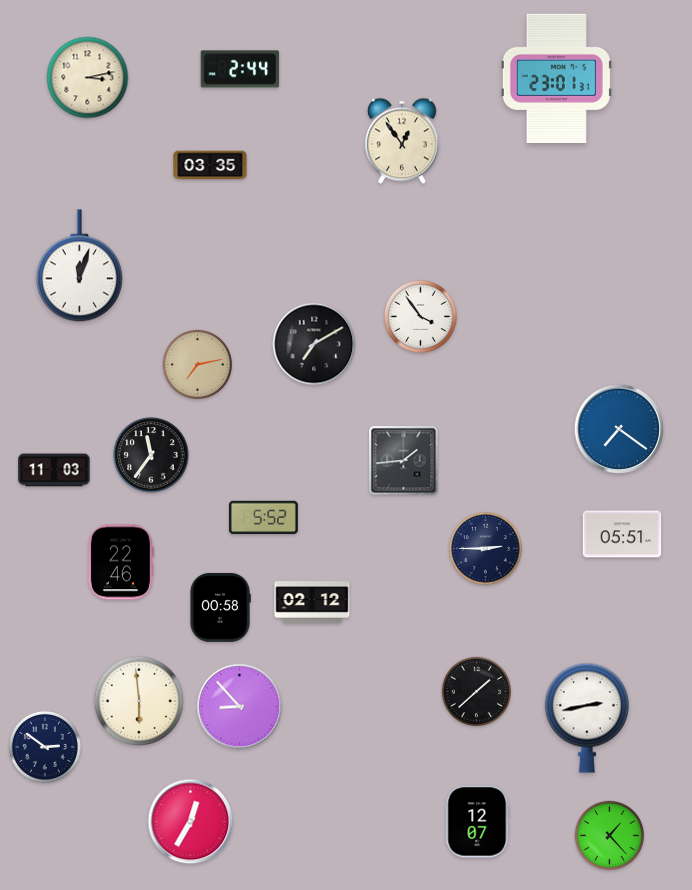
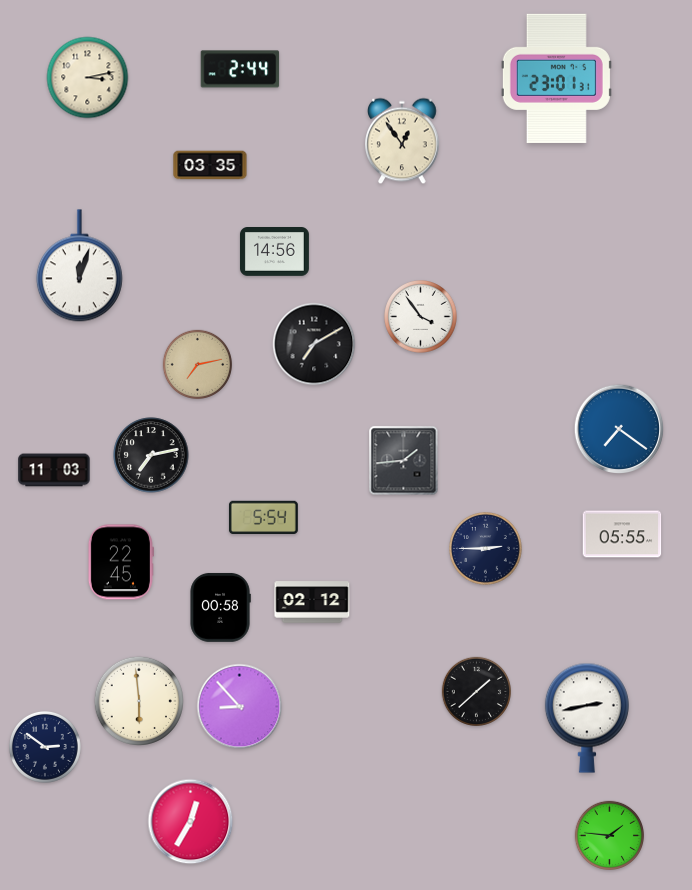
clock at (275, 252): none -> 14:56
clock at (151, 455): 11:36 -> 7:13
clock at (263, 518): 5:52 -> 5:54
clock at (622, 534): 05:51 -> 05:55
clock at (120, 562): 22:46 -> 22:45
clock at (478, 822): 12:07 -> none
clock at (609, 835): 1:23 -> 1:46
